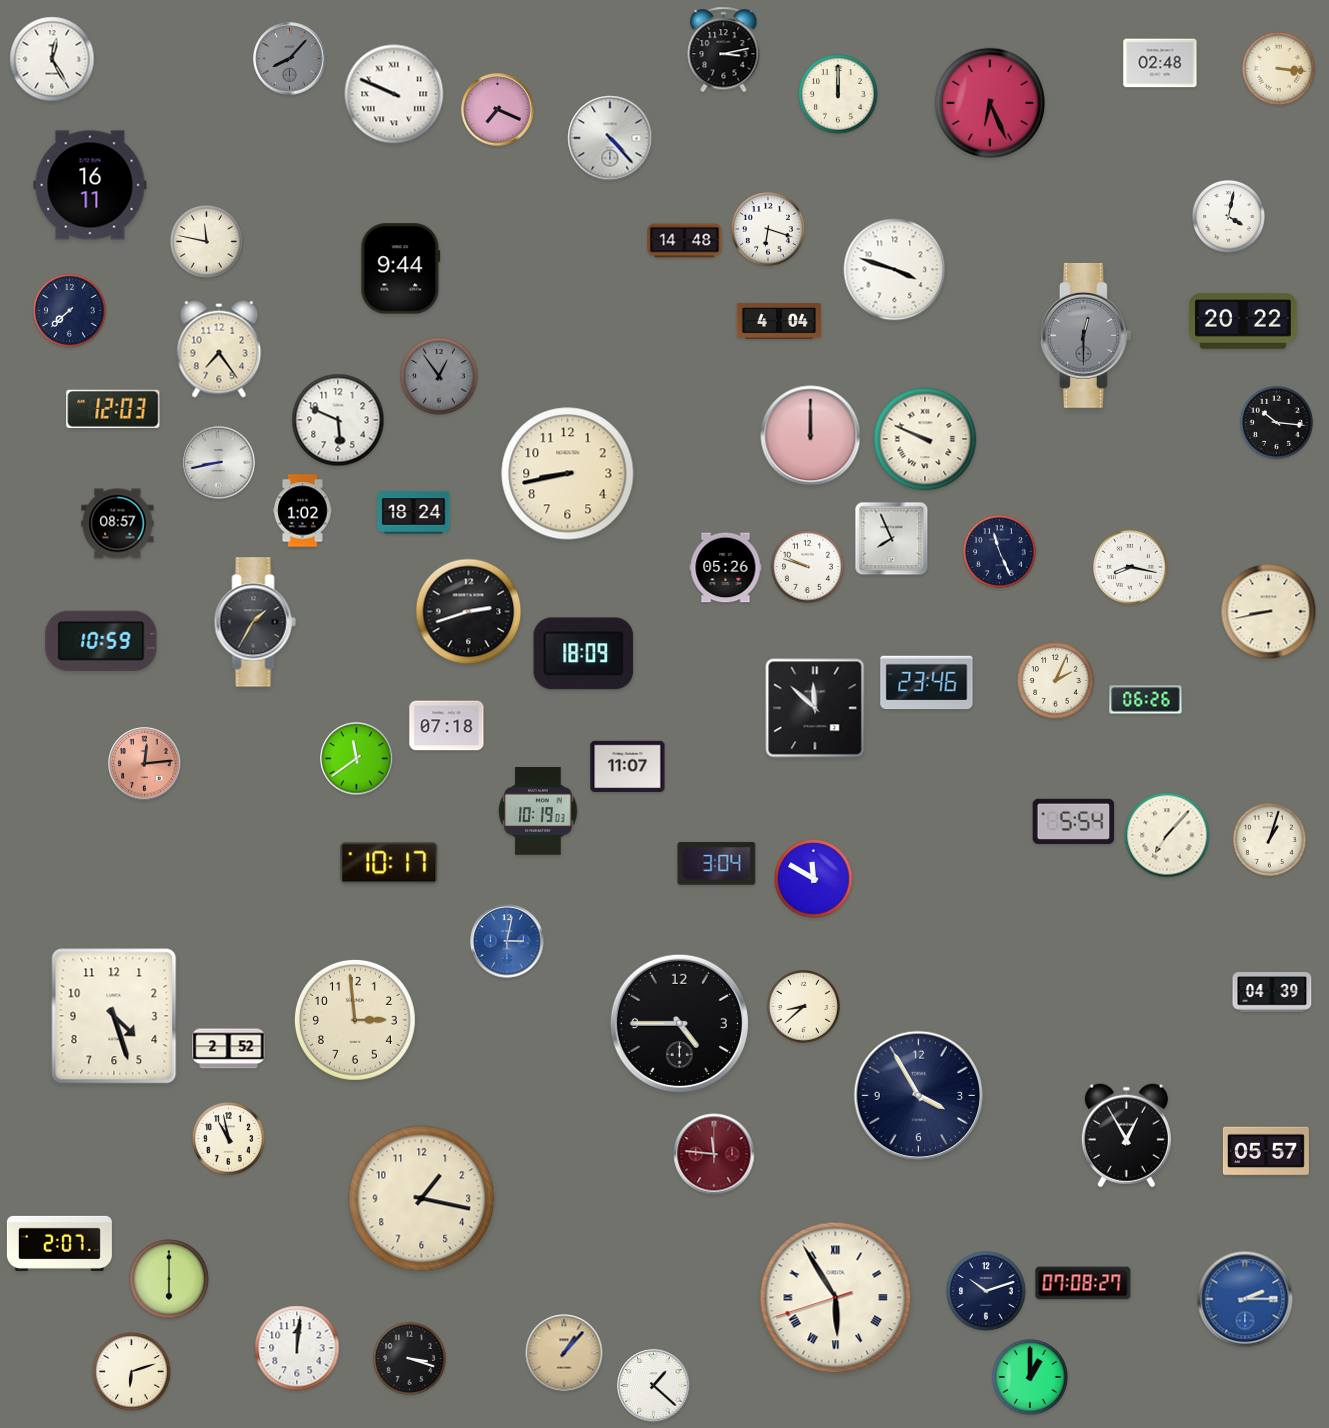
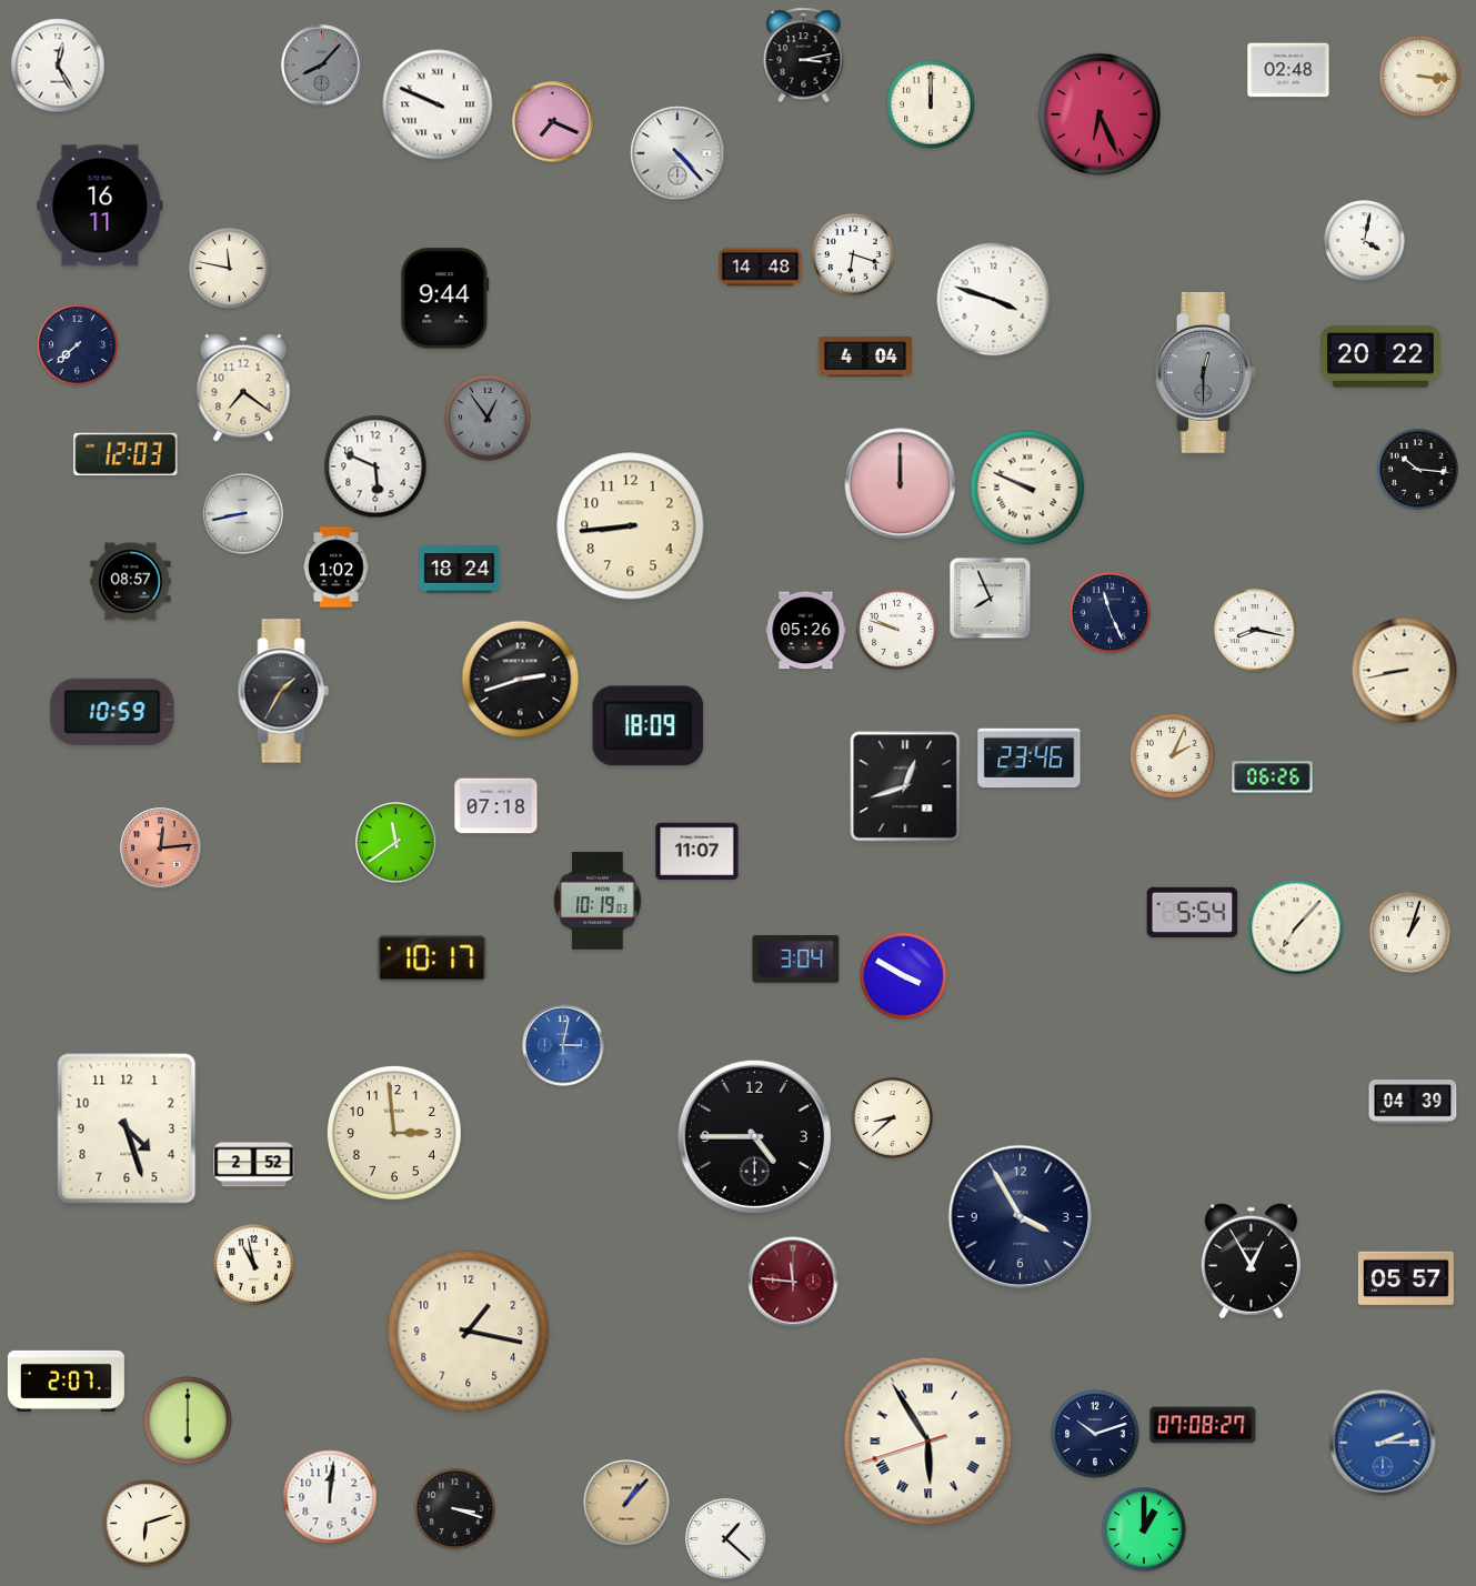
clock at (219, 349): 7:24 -> 7:21
clock at (568, 474): 8:43 -> 8:44
clock at (1269, 612) position: (1269, 612) -> (1405, 671)
clock at (815, 708): 11:52 -> 12:42
clock at (814, 879): 11:50 -> 3:50
